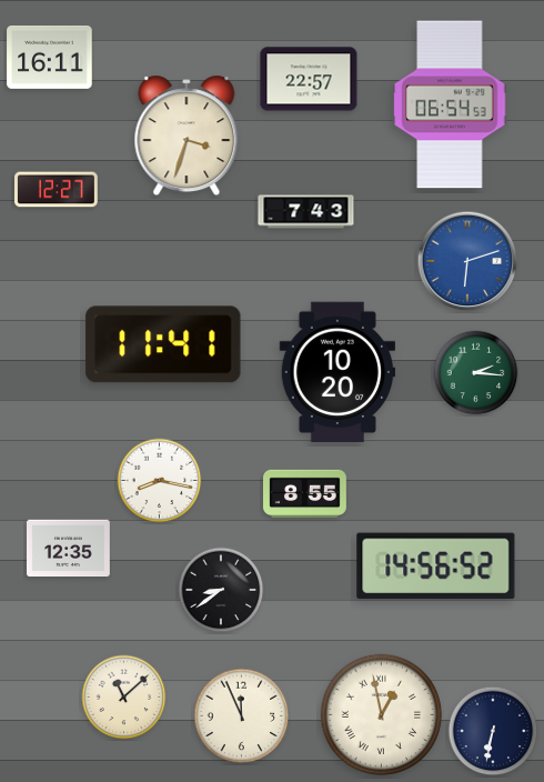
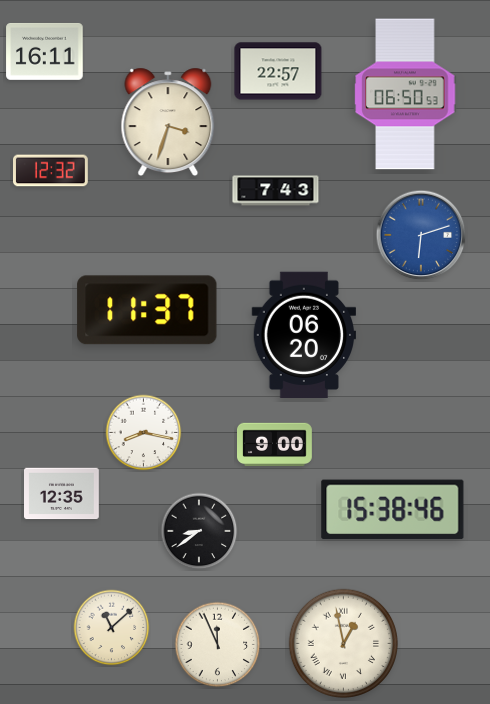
clock at (450, 104): 06:54 -> 06:50
clock at (57, 190): 12:27 -> 12:32
clock at (163, 344): 11:41 -> 11:37
clock at (338, 371): 10:20 -> 06:20
clock at (476, 373): 2:16 -> none
clock at (305, 494): 8:55 -> 9:00
clock at (436, 567): 14:56 -> 15:38
clock at (493, 731): 6:32 -> none
